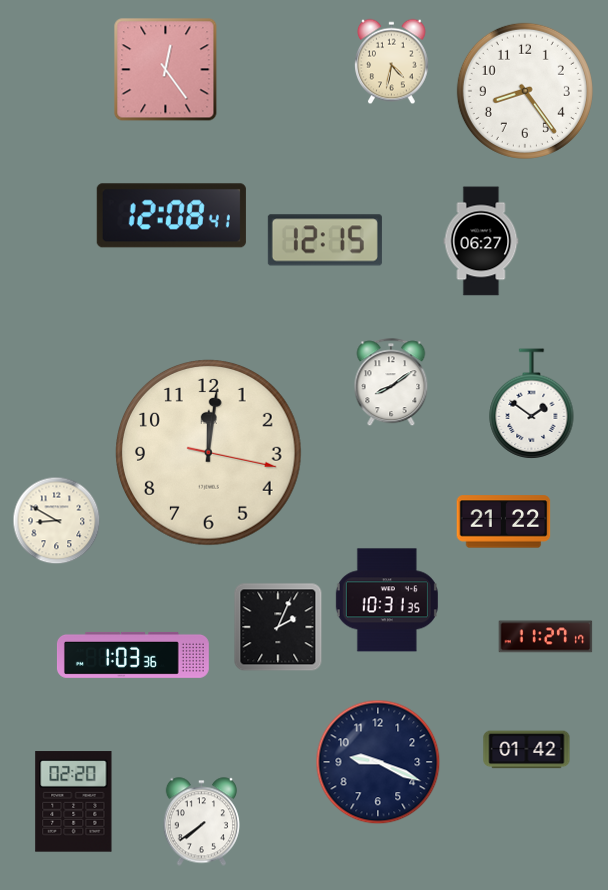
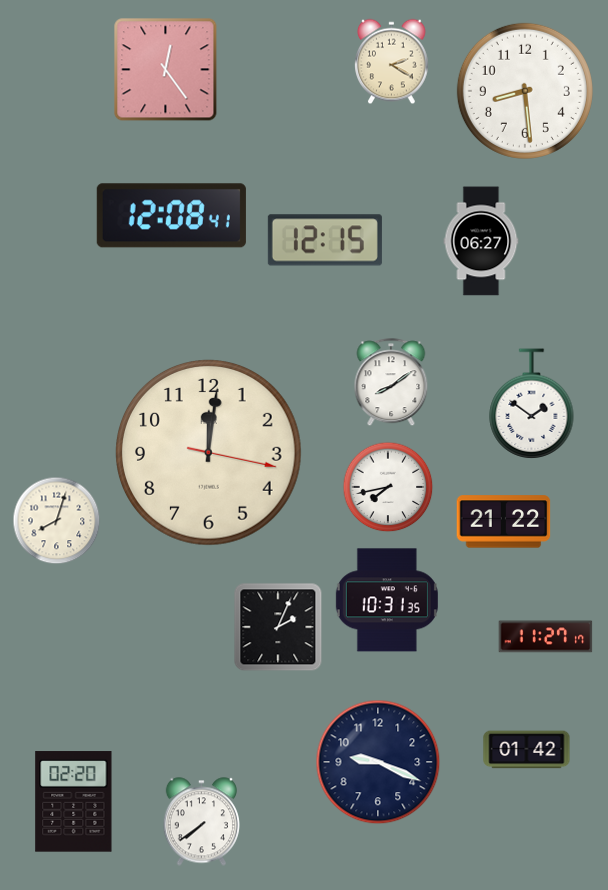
clock at (392, 62): 4:32 -> 2:20
clock at (525, 91): 8:24 -> 8:29
clock at (388, 487): none -> 7:43
clock at (57, 521): 8:50 -> 8:03
clock at (133, 655): 1:03 -> none
